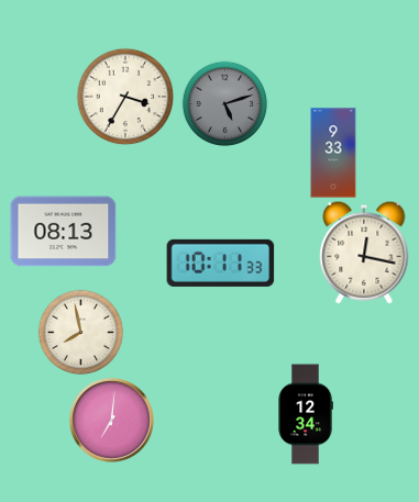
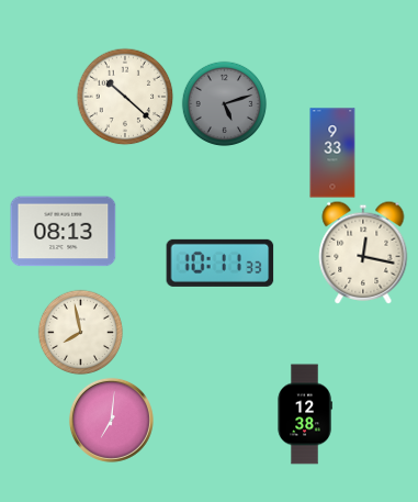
clock at (125, 97): 3:35 -> 10:22
clock at (306, 414): 12:34 -> 12:38
